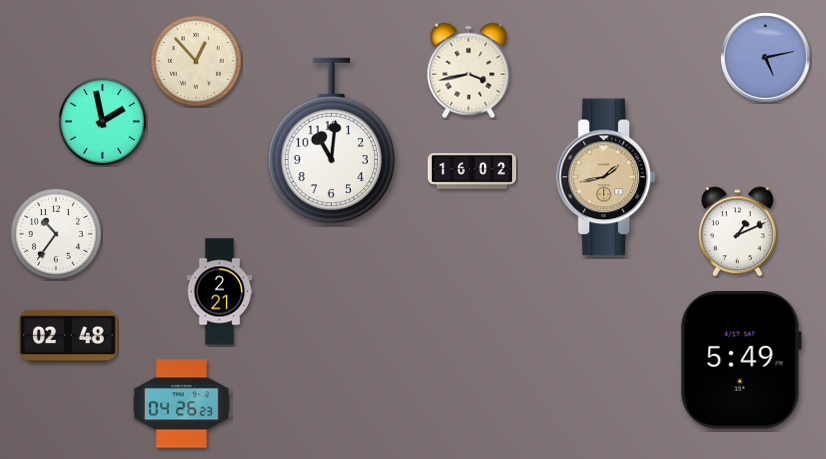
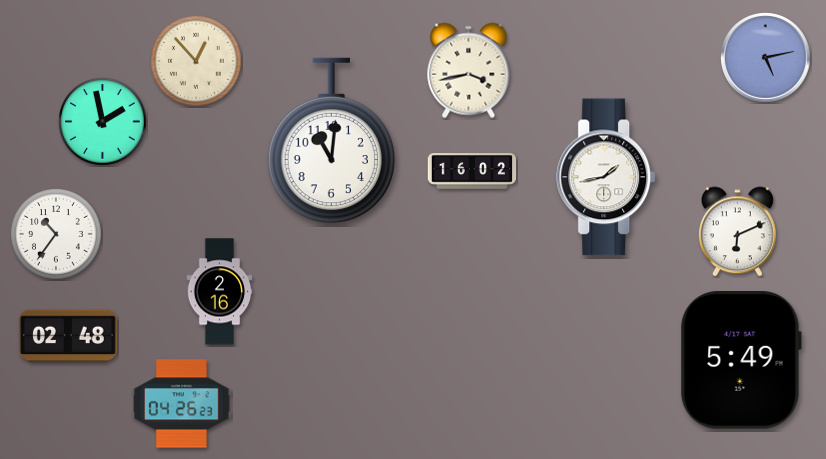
clock at (607, 177) dial: champagne -> white
clock at (737, 232): 1:11 -> 6:11
clock at (220, 292): 2:21 -> 2:16
